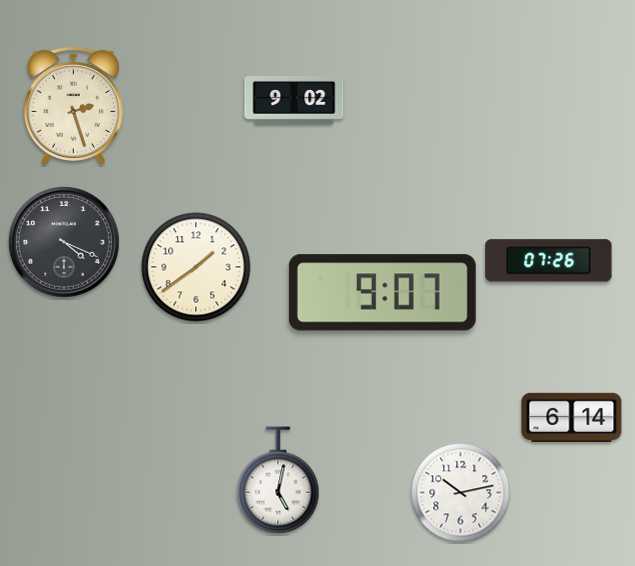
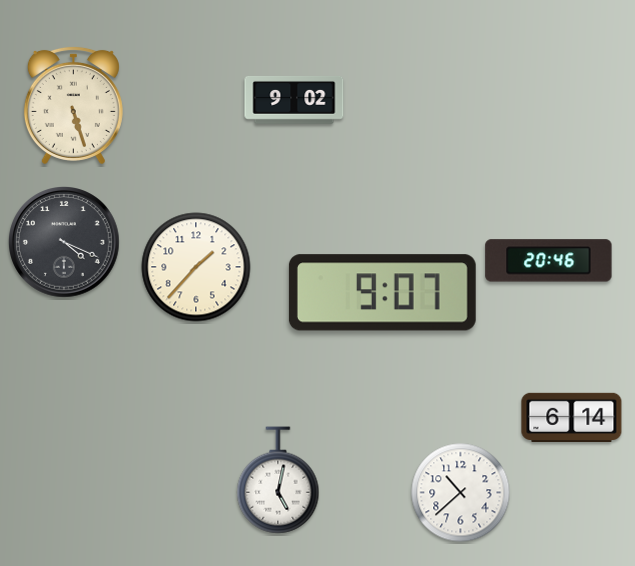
clock at (73, 105): 2:27 -> 5:27
clock at (549, 261): 07:26 -> 20:46
clock at (196, 267): 1:39 -> 1:37
clock at (461, 493): 10:13 -> 10:38
